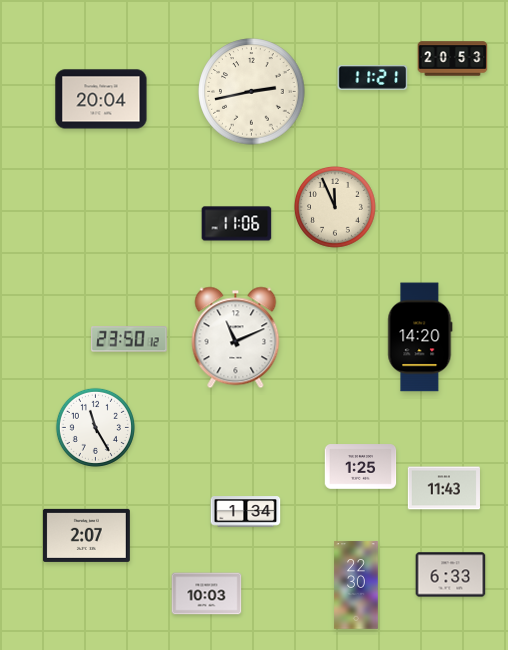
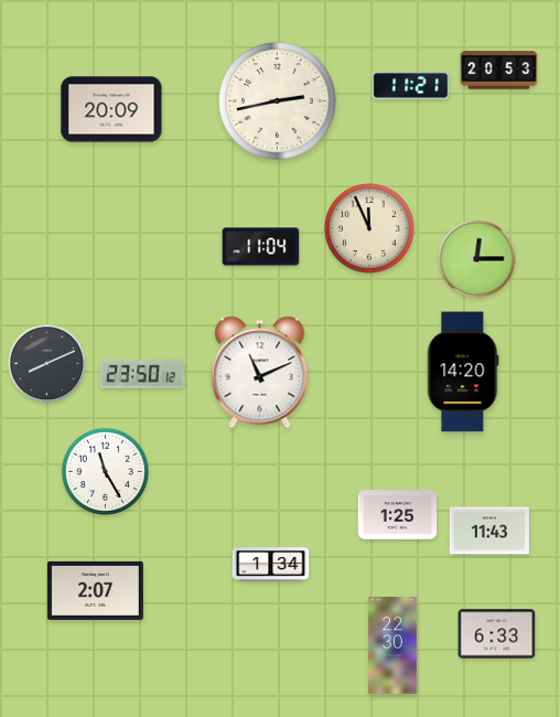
clock at (453, 59) position: (453, 59) -> (499, 71)
clock at (101, 99): 20:04 -> 20:09
clock at (237, 224): 11:06 -> 11:04
clock at (477, 259): none -> 12:15
clock at (47, 364): none -> 8:11
clock at (444, 488) position: (444, 488) -> (489, 531)
clock at (207, 594): 10:03 -> none
